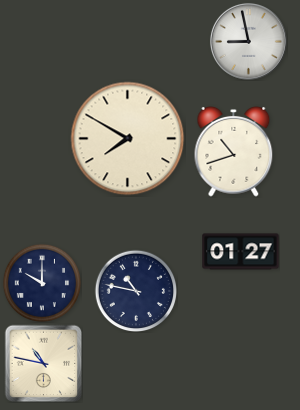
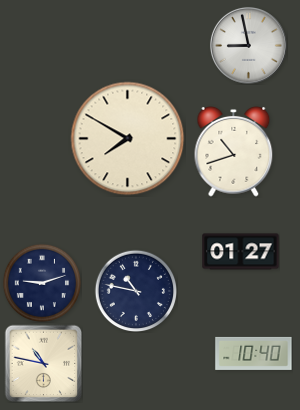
clock at (248, 41) position: (248, 41) -> (248, 45)
clock at (41, 282): 10:00 -> 9:12
clock at (254, 353): none -> 10:40
